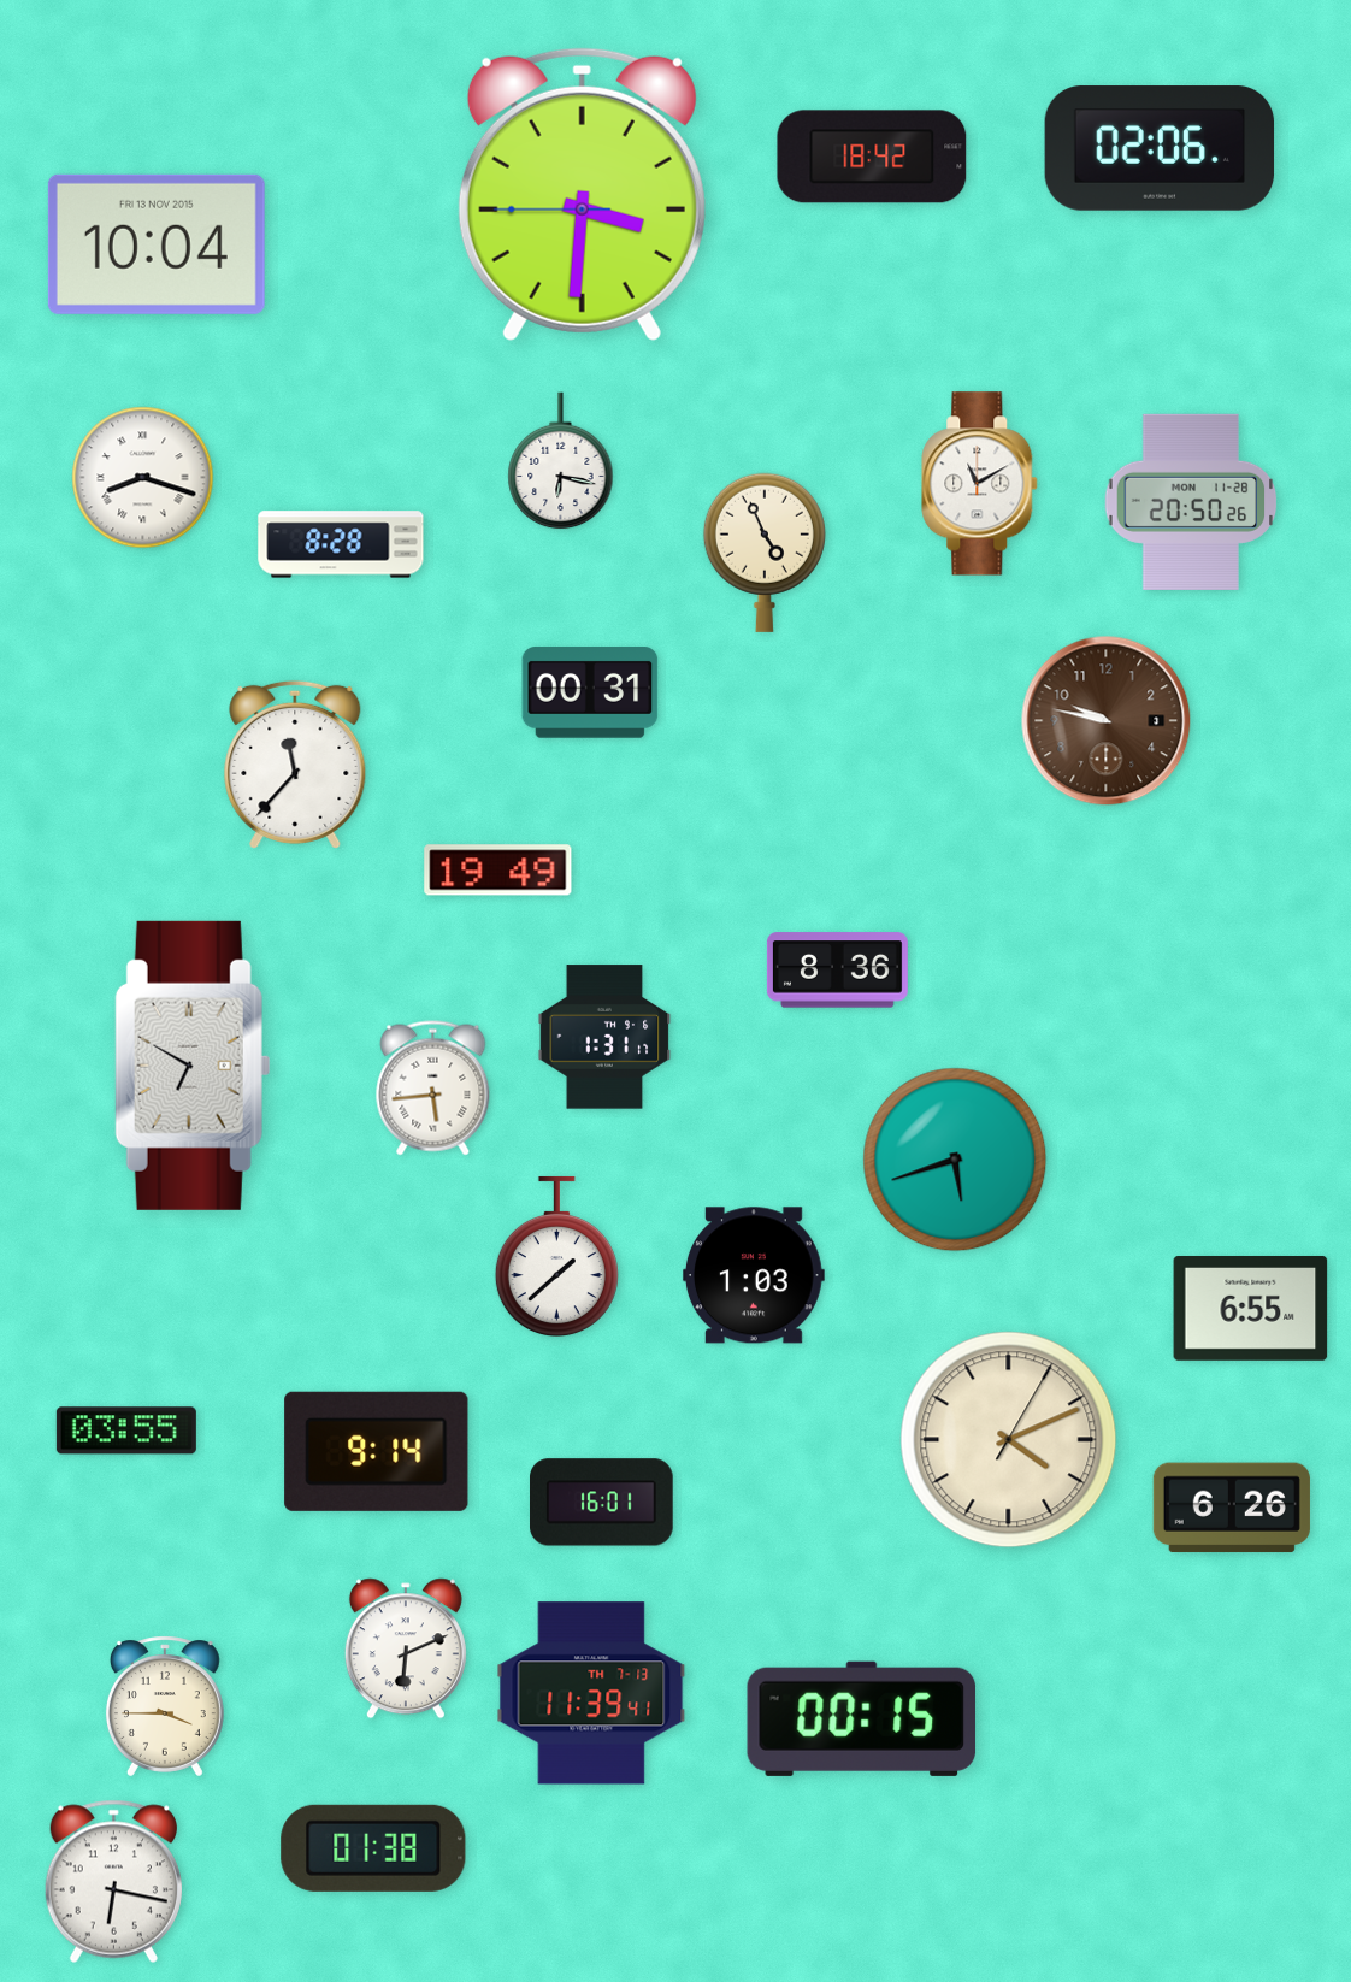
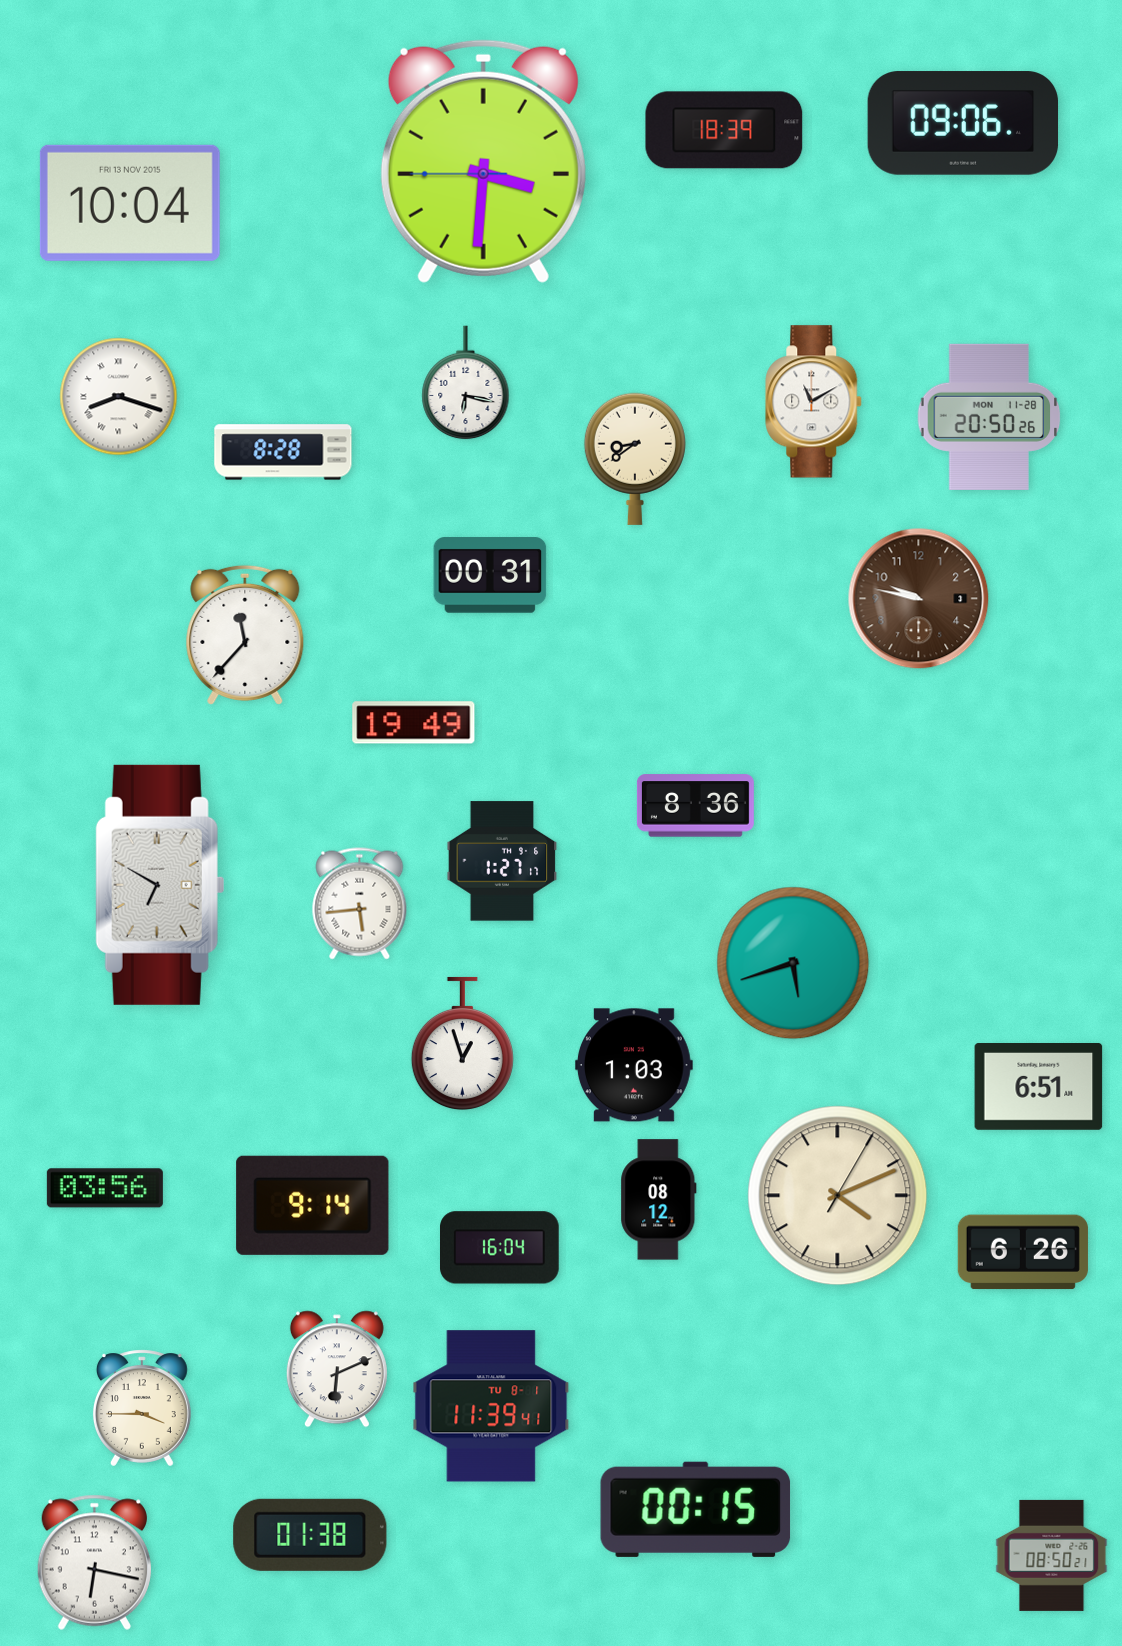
clock at (1160, 148): 02:06 -> 09:06
clock at (872, 157): 18:42 -> 18:39
clock at (765, 553): 4:56 -> 8:39
clock at (604, 1037): 1:31 -> 1:27
clock at (556, 1257): 1:38 -> 12:57
clock at (754, 1275) position: (754, 1275) -> (634, 1065)
clock at (1251, 1309): 6:55 -> 6:51
clock at (126, 1431): 03:55 -> 03:56
clock at (659, 1200): none -> 08:12
clock at (602, 1503): 16:01 -> 16:04
clock at (591, 1693) date: TH 7-13 -> TU 8-1
clock at (165, 1706) position: (165, 1706) -> (142, 1408)
clock at (862, 1718) position: (862, 1718) -> (696, 1509)
clock at (1052, 1555): none -> 08:50
